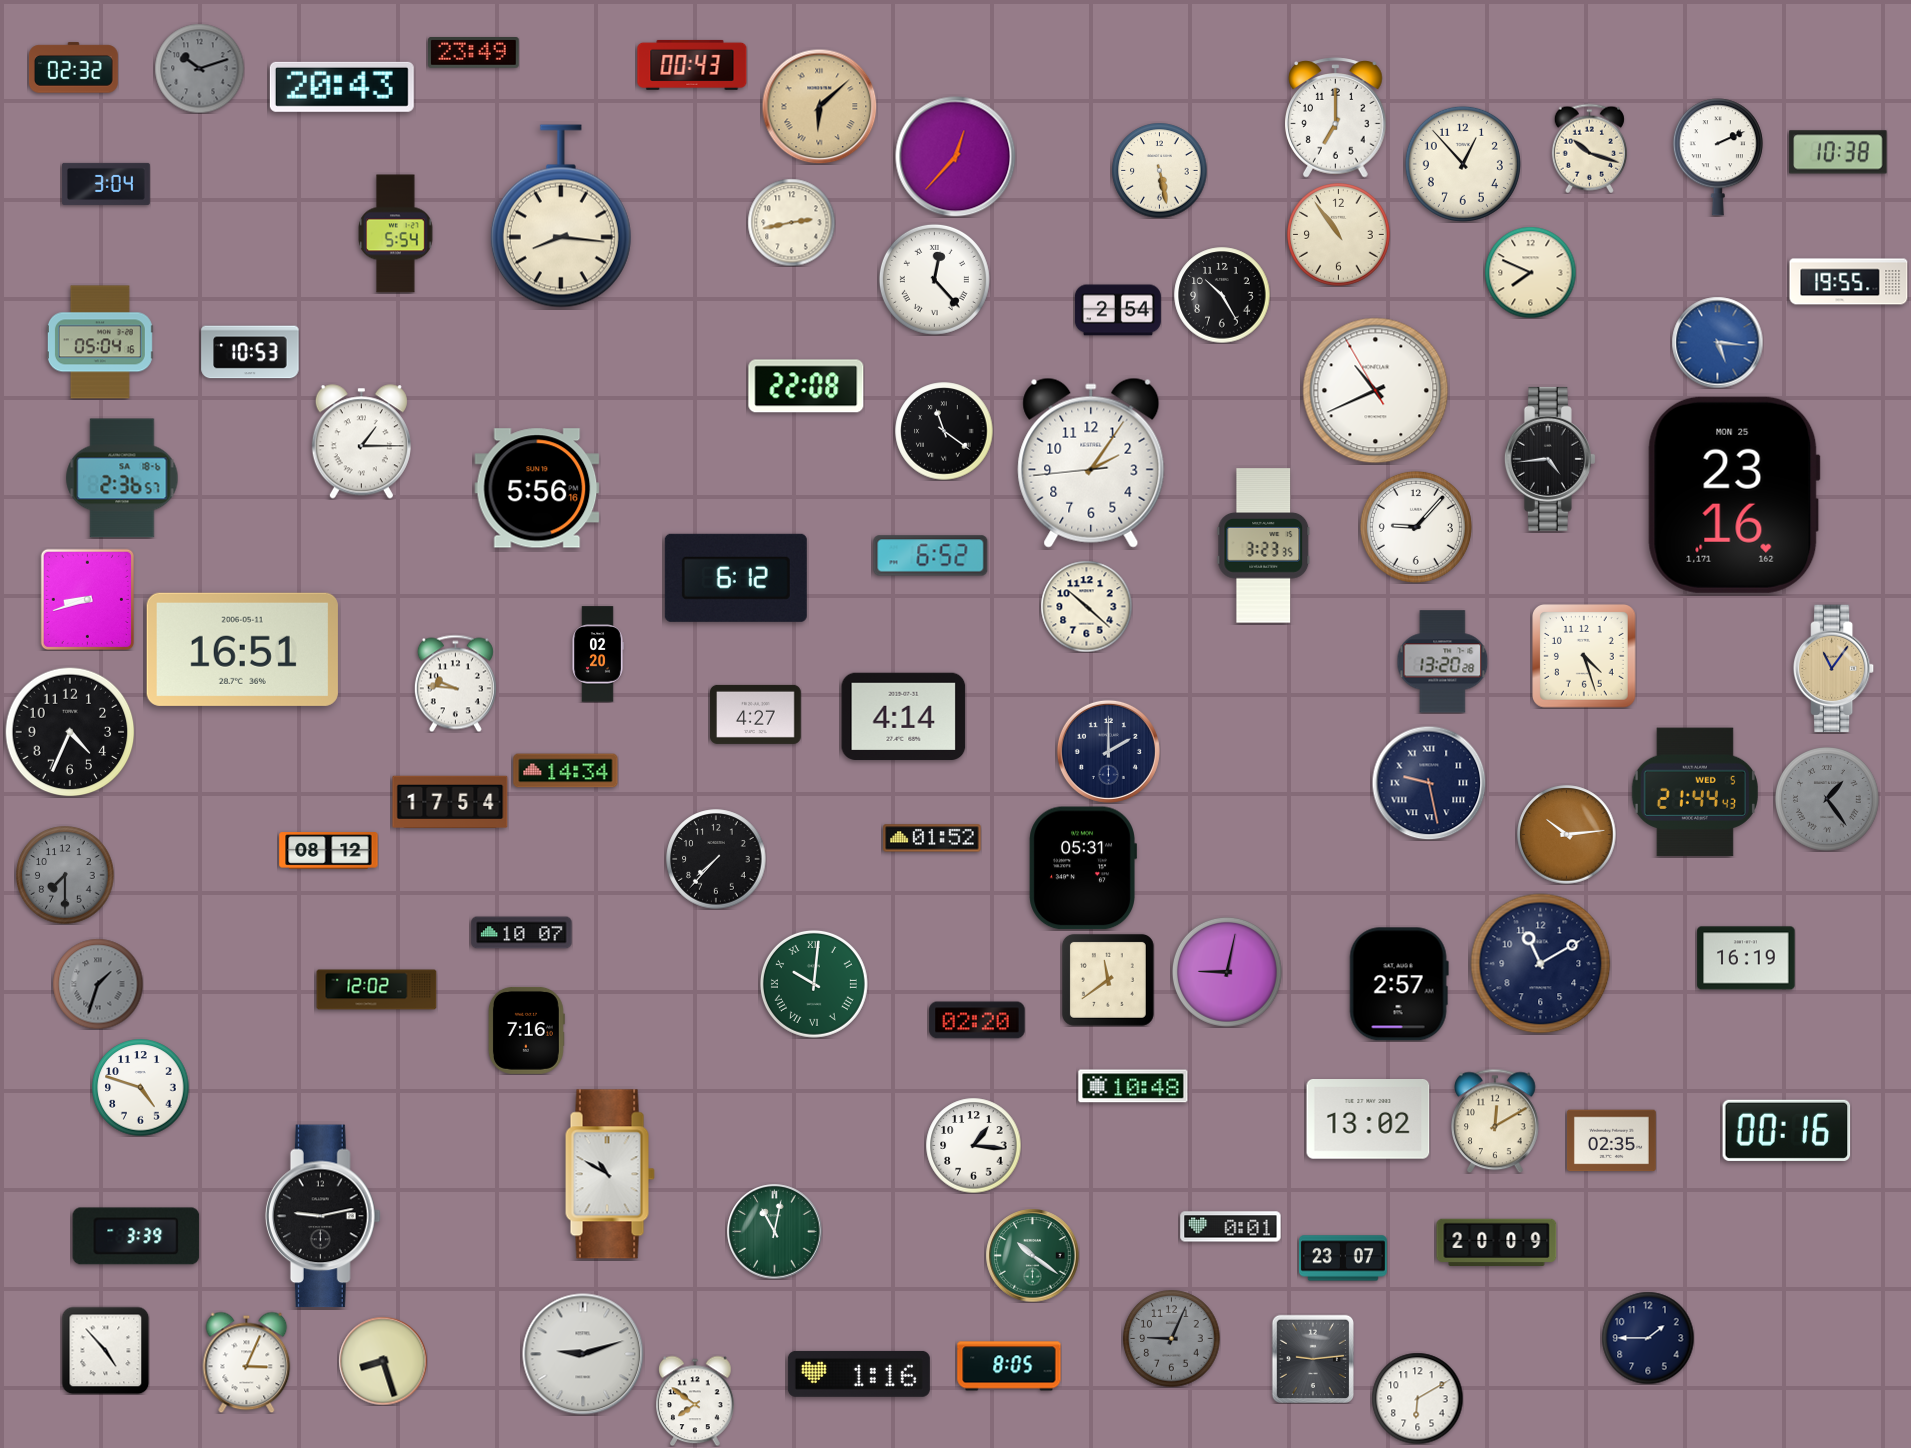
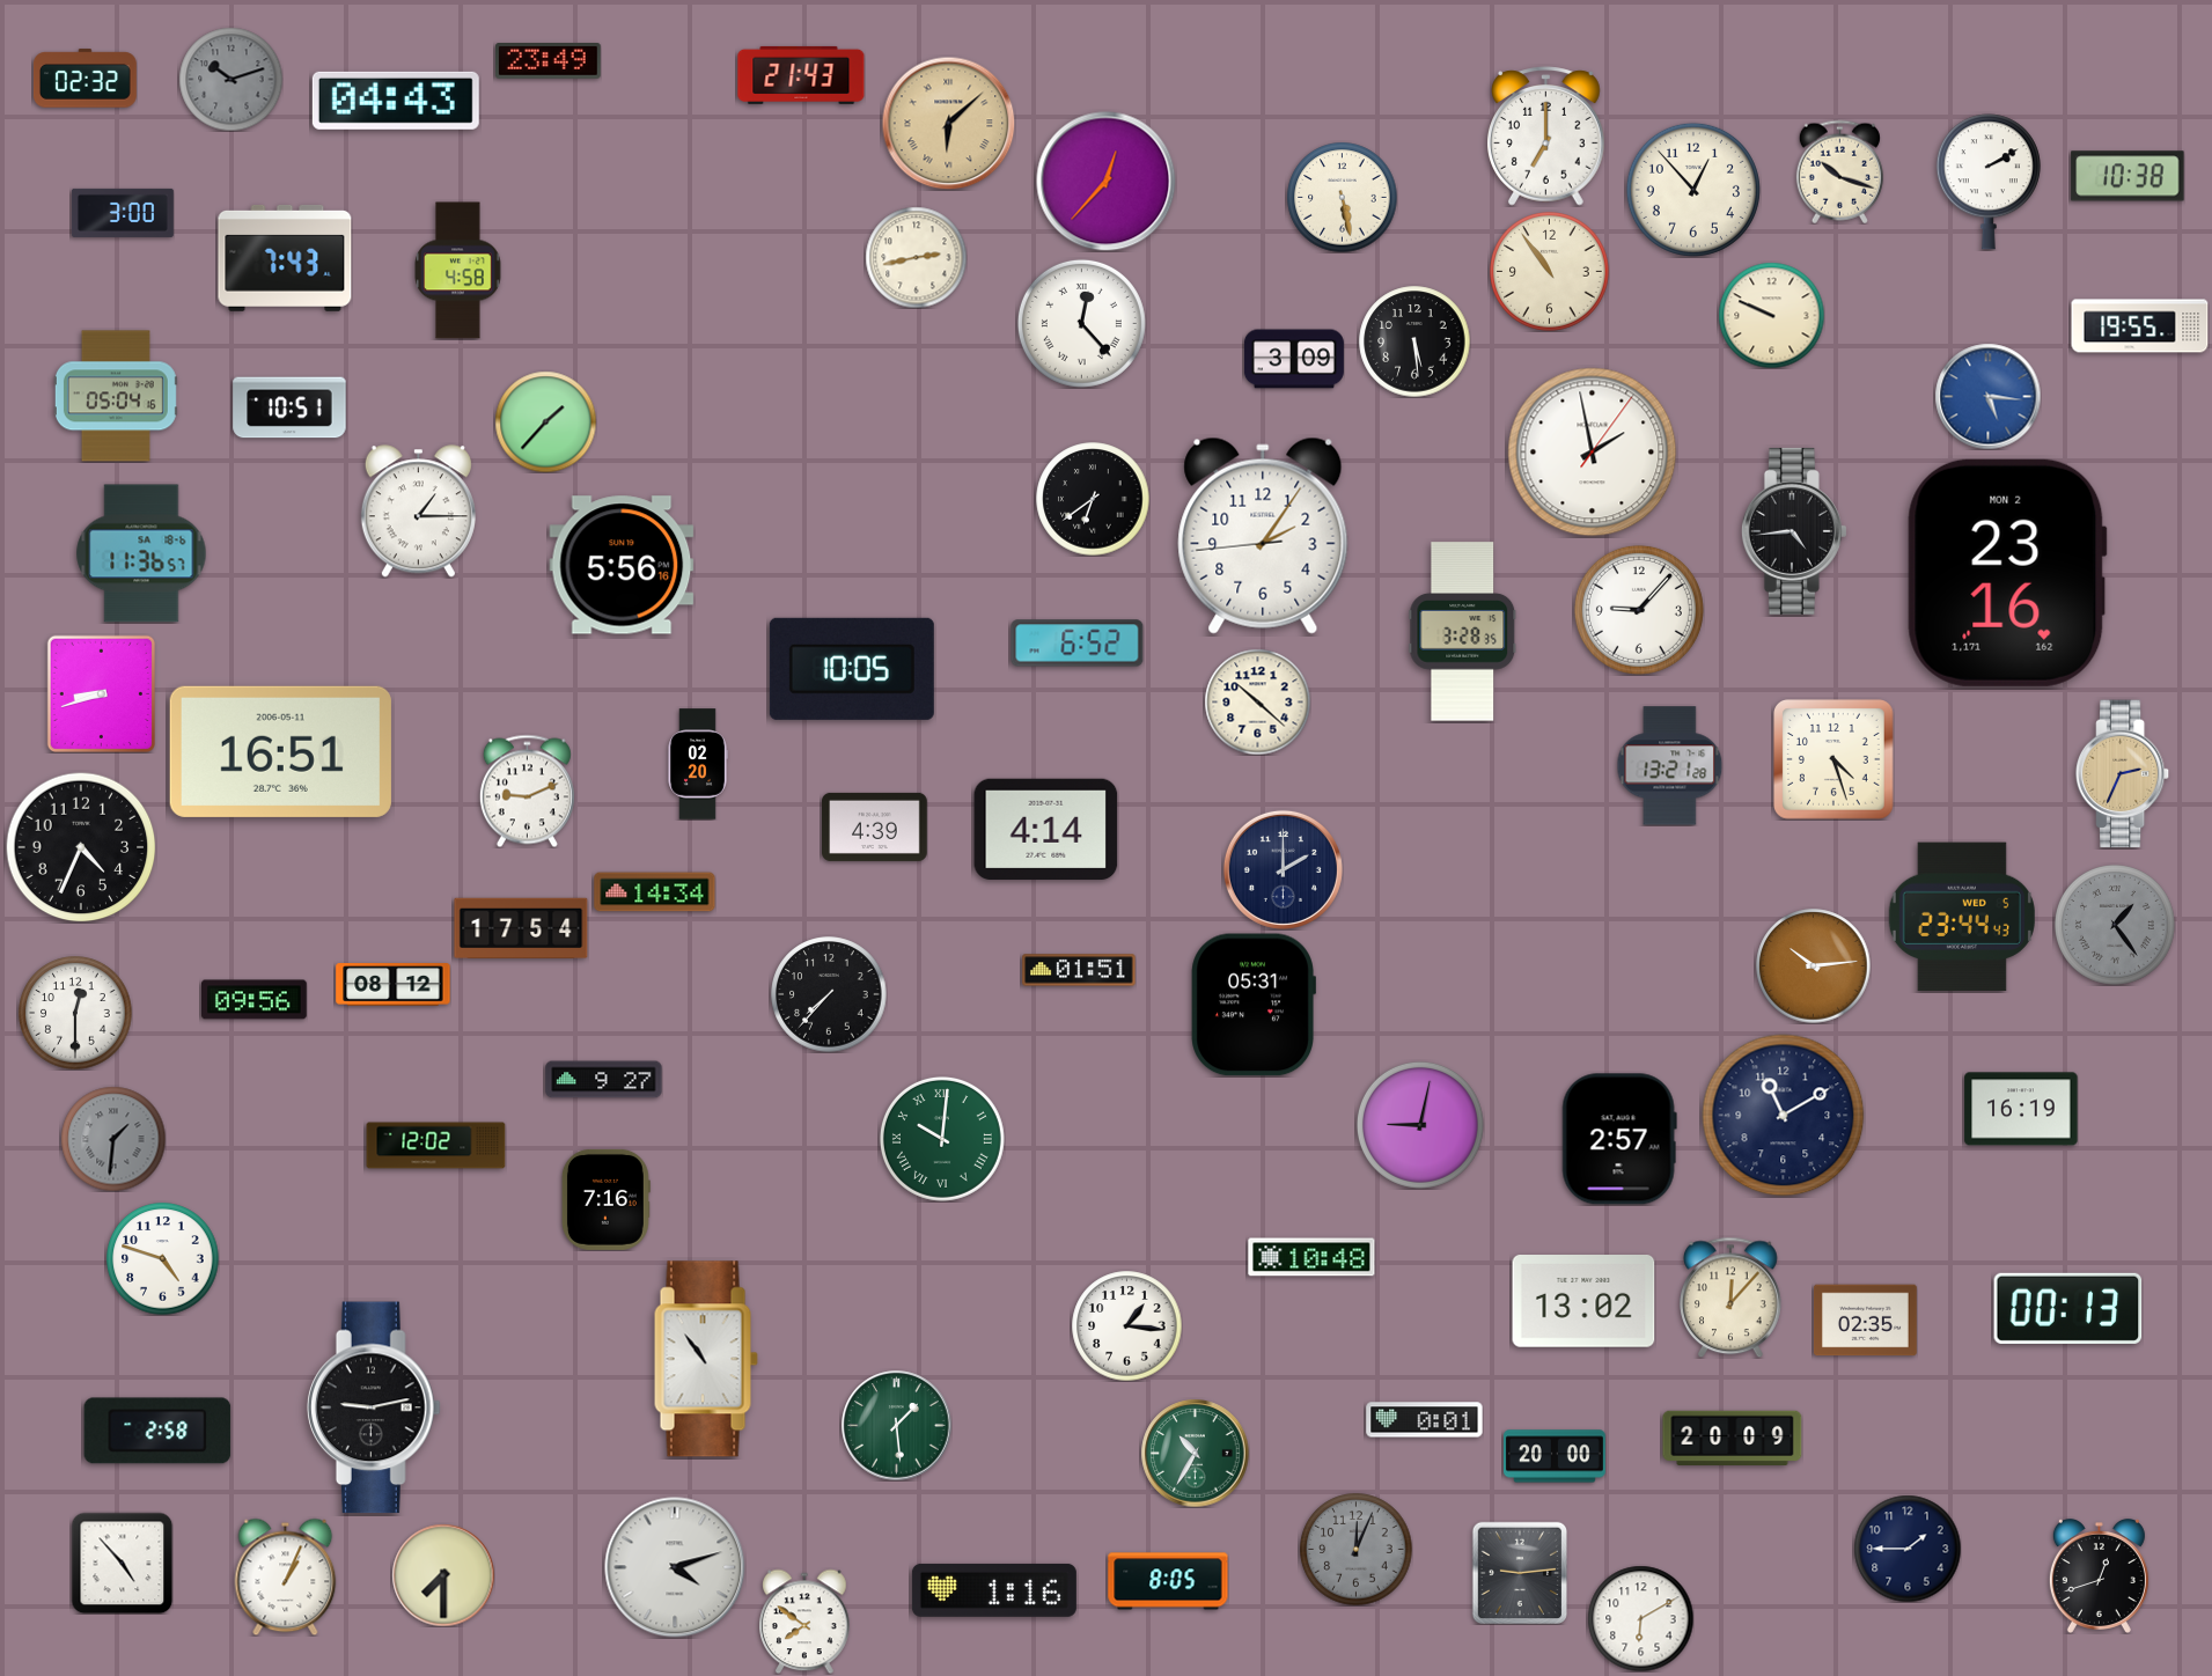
clock at (692, 65): 00:43 -> 21:43
clock at (342, 87): 20:43 -> 04:43
clock at (1718, 157): 2:11 -> 2:10
clock at (106, 184): 3:04 -> 3:00
clock at (561, 216): 8:16 -> none
clock at (285, 258): none -> 7:43
clock at (396, 234): 5:54 -> 4:58
clock at (1530, 272): 7:49 -> 9:49
clock at (1222, 295): 10:25 -> 5:29
clock at (1118, 310): 2:54 -> 3:09
clock at (250, 352): 10:53 -> 10:51
clock at (545, 421): none -> 1:37
clock at (806, 386): 22:08 -> none
clock at (1376, 391): 10:40 -> 1:58
clock at (944, 431): 11:21 -> 6:39
clock at (122, 478): 2:36 -> 11:36
clock at (1734, 495) date: MON 25 -> MON 2
clock at (1264, 546): 3:23 -> 3:28
clock at (736, 578): 6:12 -> 10:05
clock at (598, 654) position: (598, 654) -> (698, 764)
clock at (1443, 662): 13:20 -> 13:21
clock at (1834, 669): 11:06 -> 2:34
clock at (455, 683): 9:46 -> 9:11
clock at (756, 714): 4:27 -> 4:39
clock at (1429, 783): 9:28 -> none
clock at (1695, 792): 21:44 -> 23:44
clock at (932, 838): 01:52 -> 01:51
clock at (329, 851) position: (329, 851) -> (394, 985)
clock at (255, 1000): none -> 09:56
clock at (65, 875): 7:30 -> 12:30
clock at (65, 875) dial: grey -> white
clock at (522, 933): 10:07 -> 9:27
clock at (1108, 980): 11:39 -> none
clock at (98, 984): 1:33 -> 1:31
clock at (977, 1020): 02:20 -> none
clock at (526, 1030) position: (526, 1030) -> (605, 1199)
clock at (1368, 1119) position: (1368, 1119) -> (1583, 1301)
clock at (1496, 1121): 12:10 -> 12:07
clock at (1787, 1130): 00:16 -> 00:13
clock at (610, 1174): 10:50 -> 10:54
clock at (775, 1232): 11:02 -> 1:29
clock at (136, 1236): 3:39 -> 2:58
clock at (1032, 1255): 10:21 -> 10:35
clock at (1343, 1258): 23:07 -> 20:00
clock at (1172, 1339): 9:04 -> 12:04
clock at (583, 1354): 9:12 -> 4:12
clock at (383, 1361): 8:27 -> 7:30
clock at (2099, 1575): none -> 12:42
clock at (247, 1362): 3:04 -> 1:04
